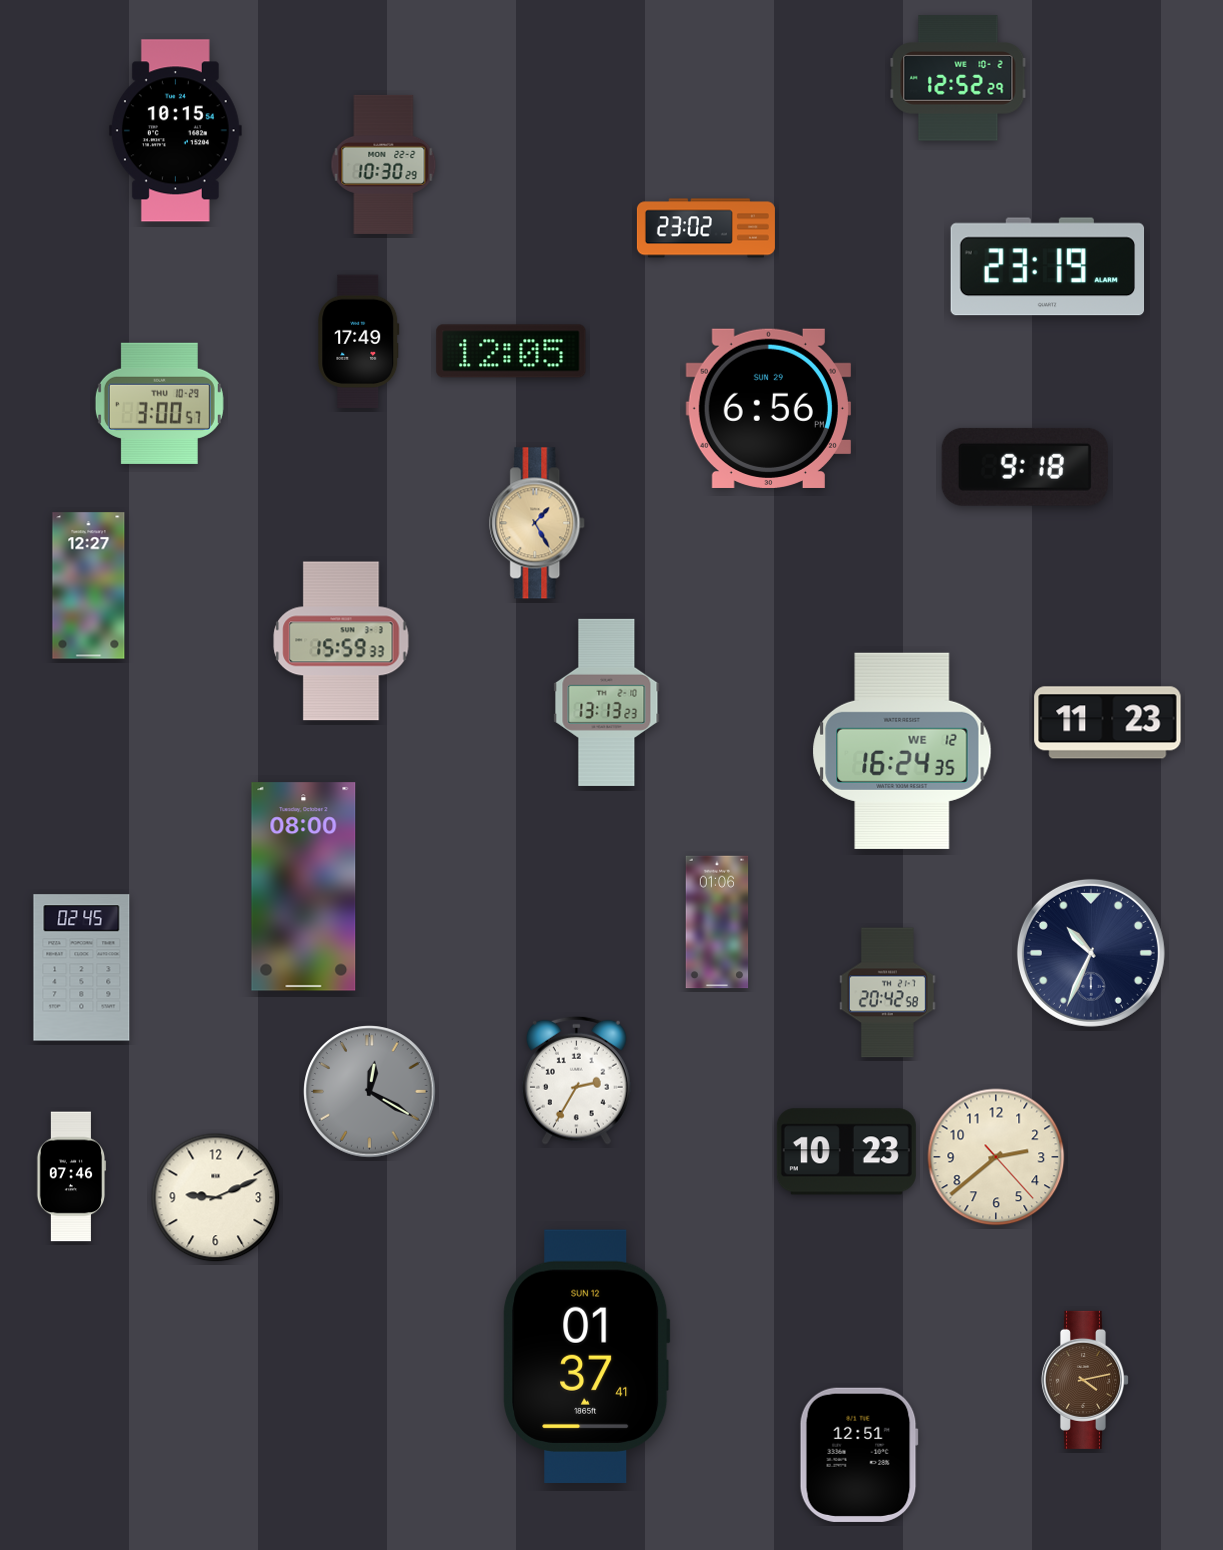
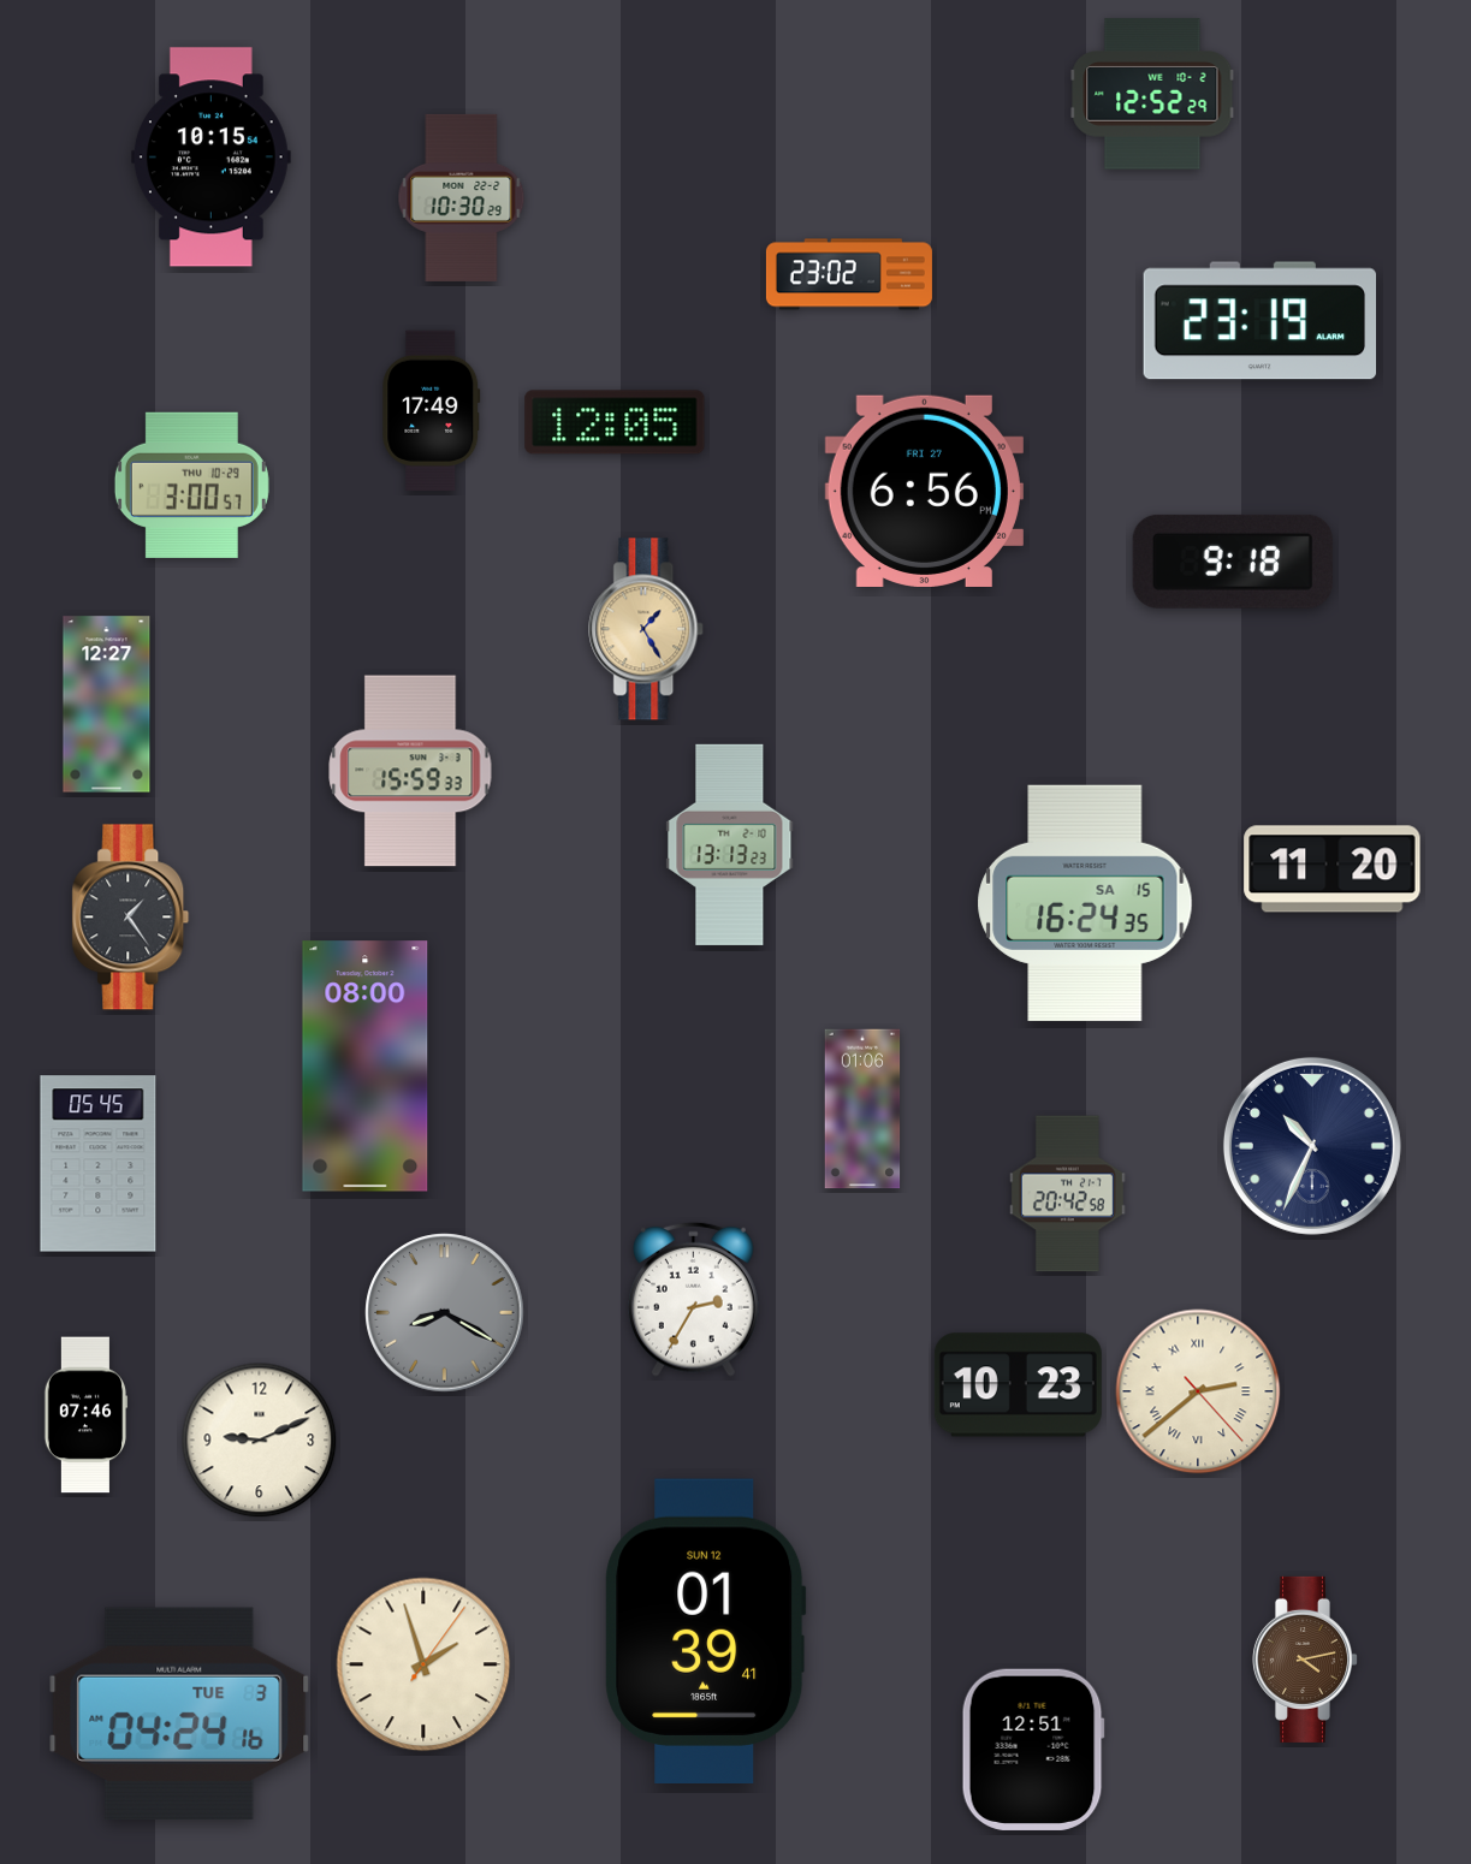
clock at (768, 408) date: SUN 29 -> FRI 27
clock at (1108, 723): 11:23 -> 11:20
clock at (902, 751) date: WE 12 -> SA 15
clock at (131, 918): none -> 1:24
clock at (82, 968): 02:45 -> 05:45
clock at (370, 1092): 12:20 -> 8:20
clock at (996, 1157) numerals: Arabic -> Roman
clock at (587, 1357): 01:37 -> 01:39
clock at (423, 1664): none -> 1:57
clock at (179, 1712): none -> 04:24
